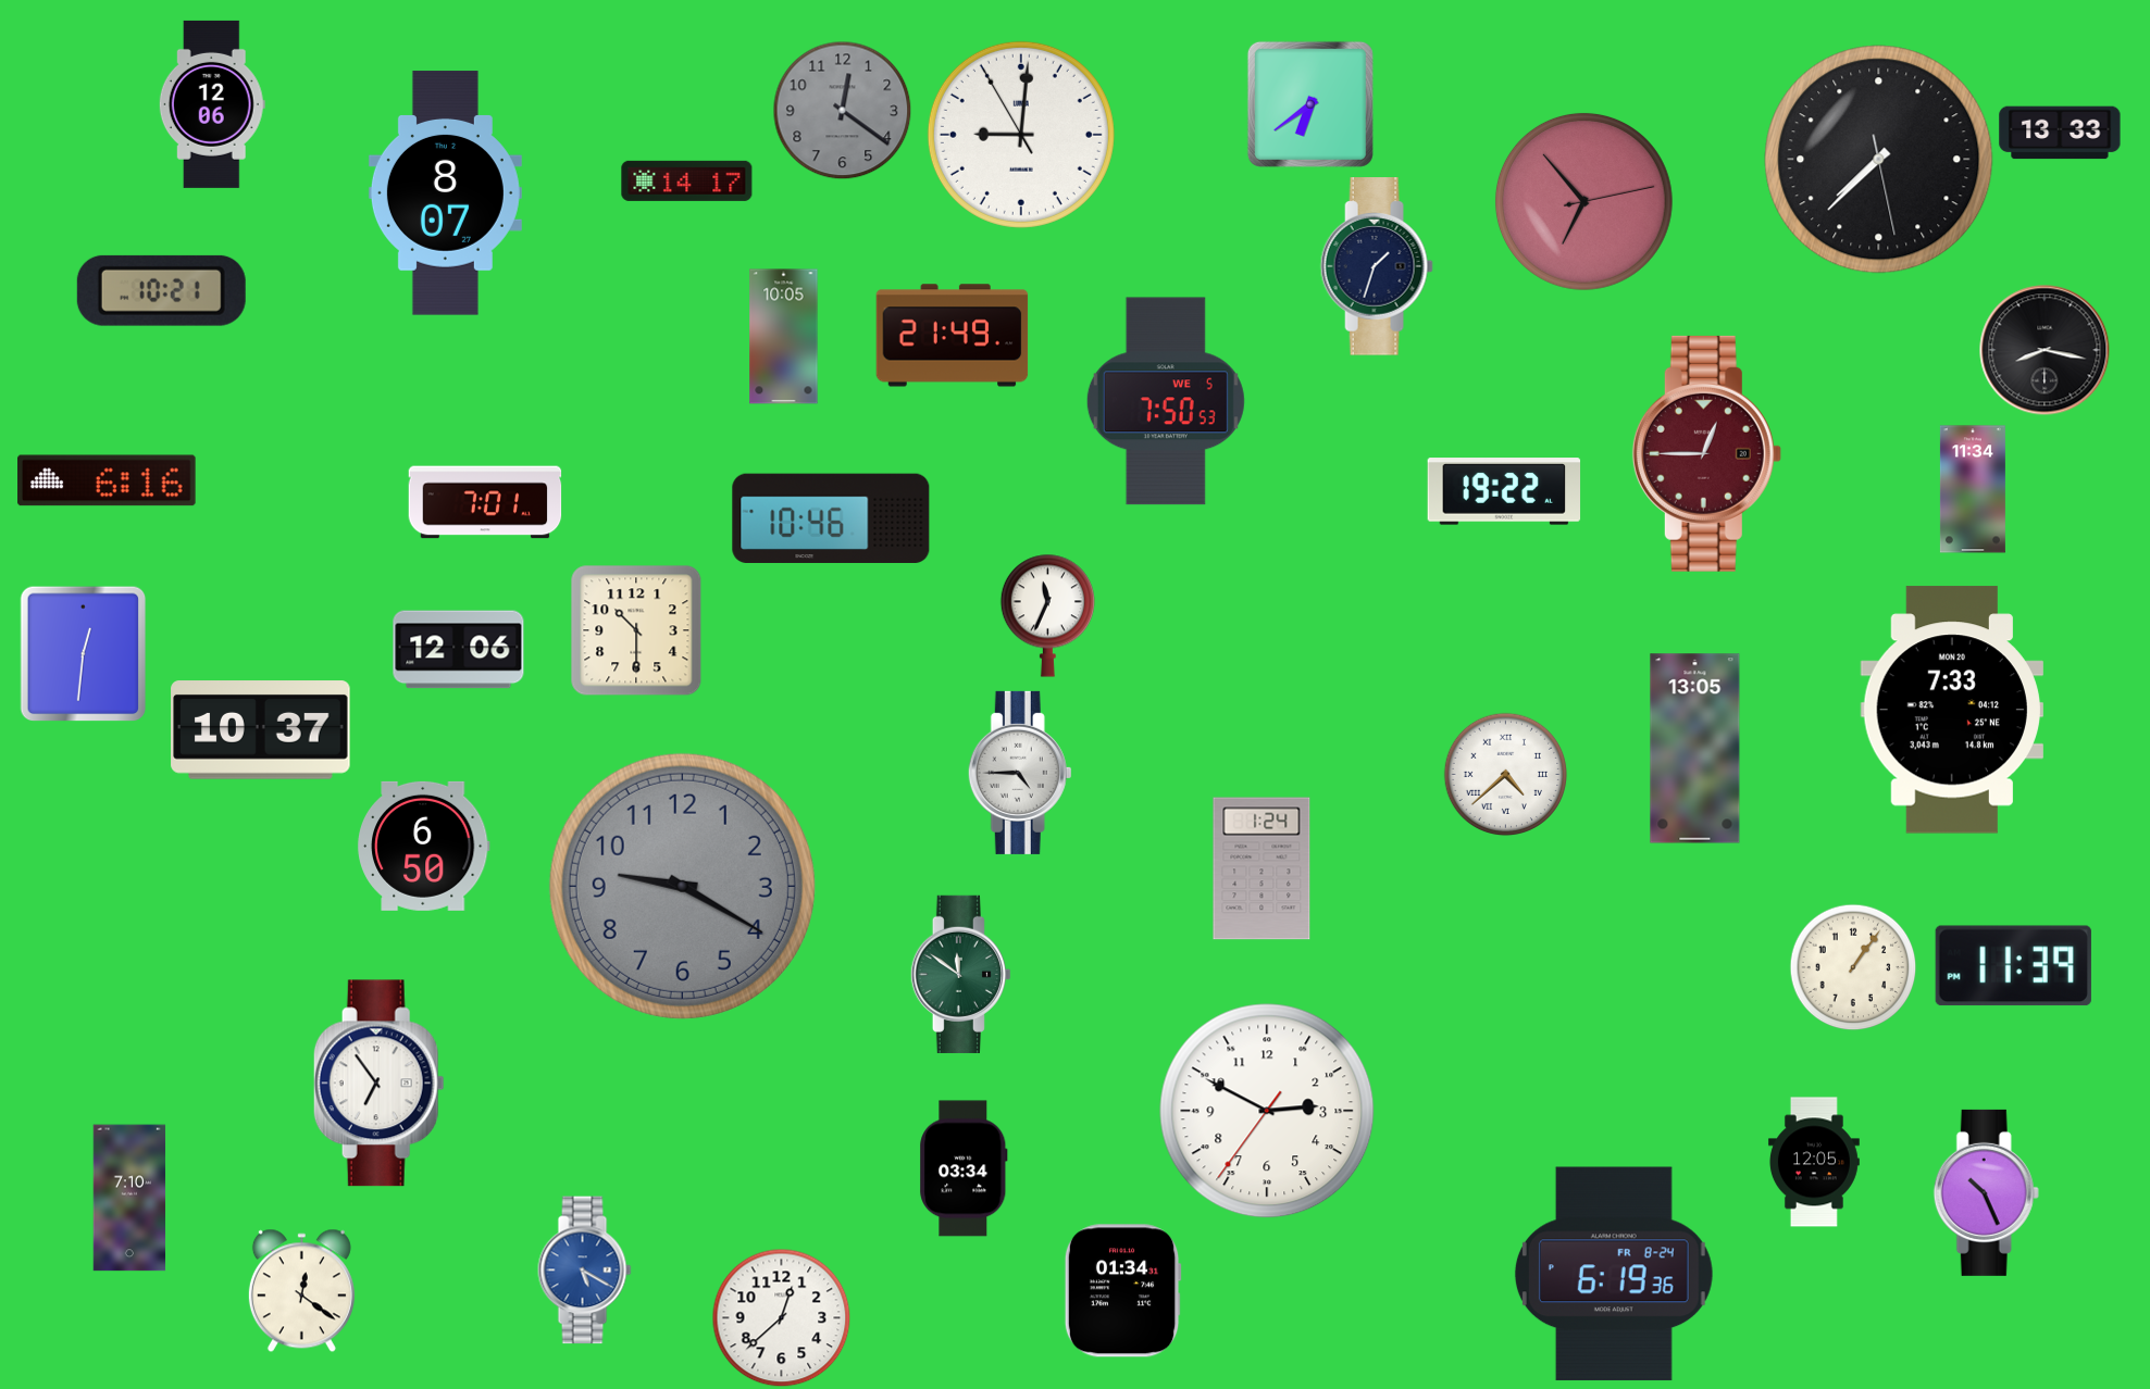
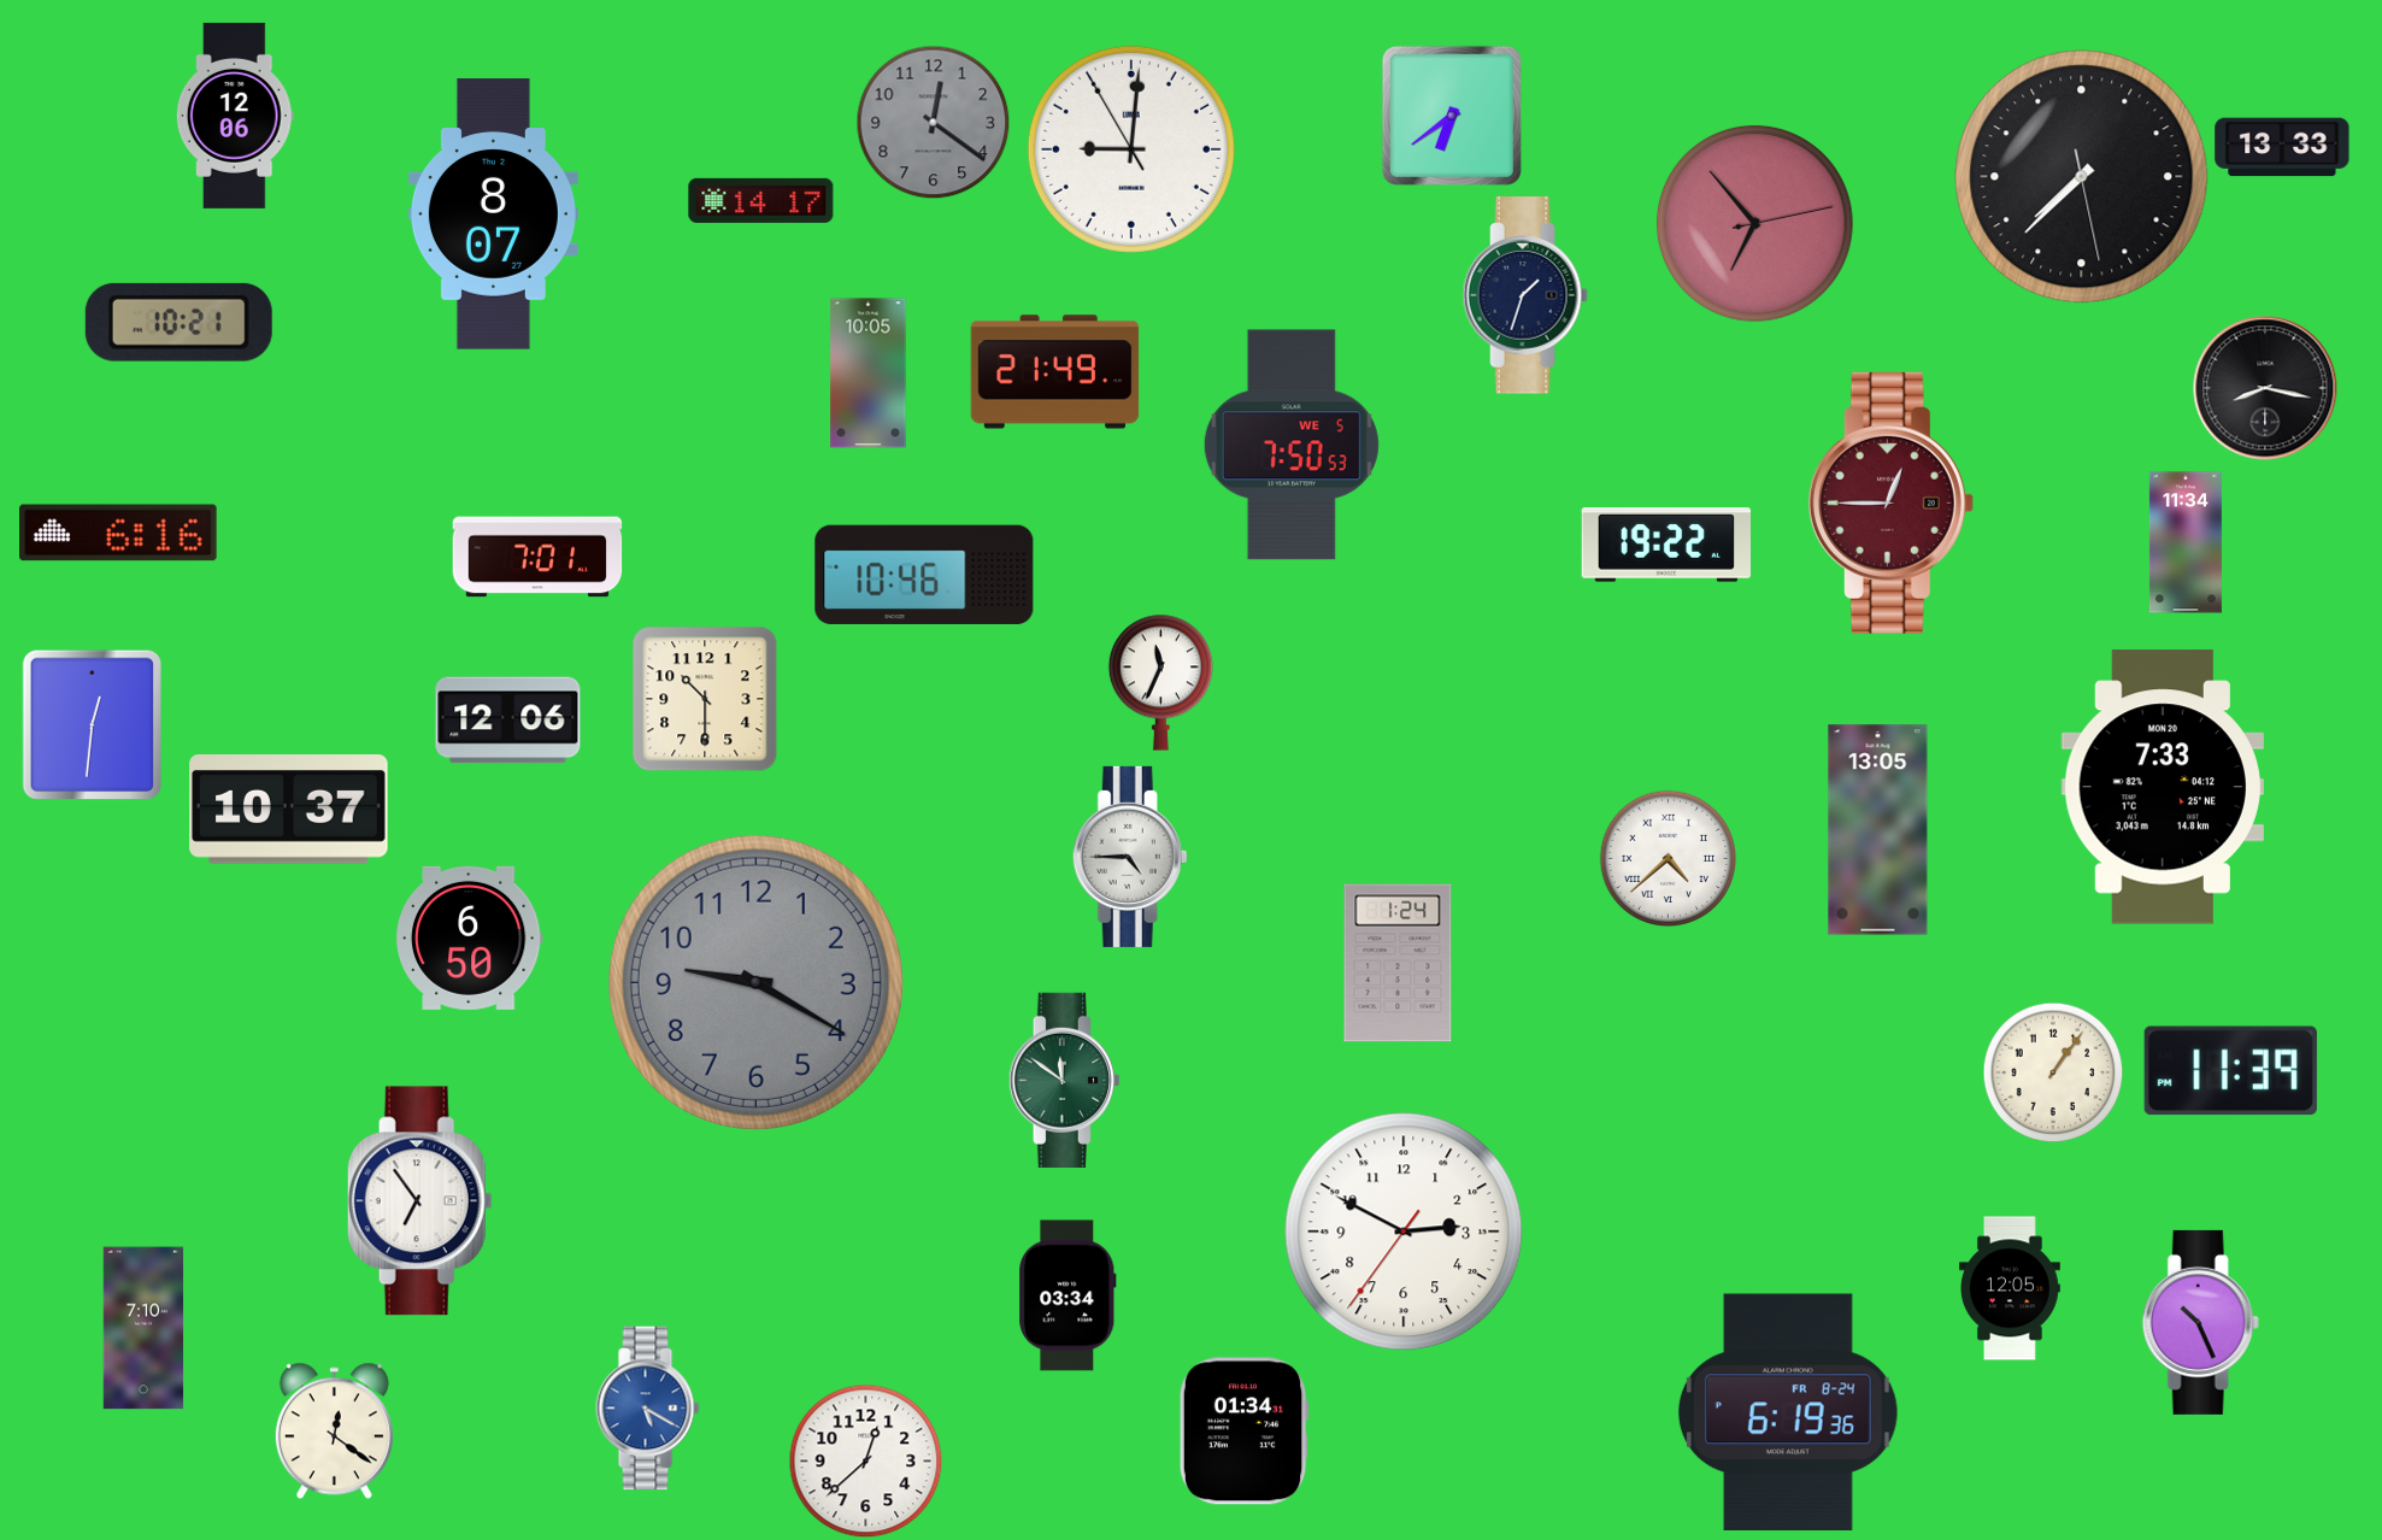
clock at (831, 518) position: (831, 518) -> (924, 575)
